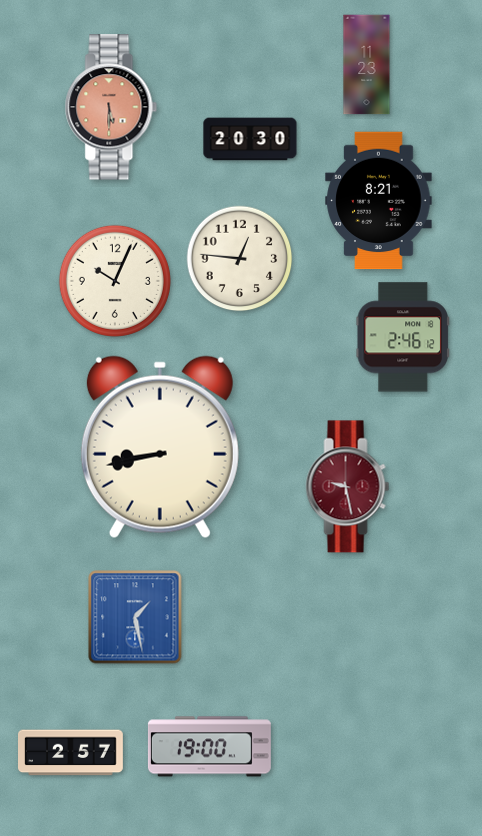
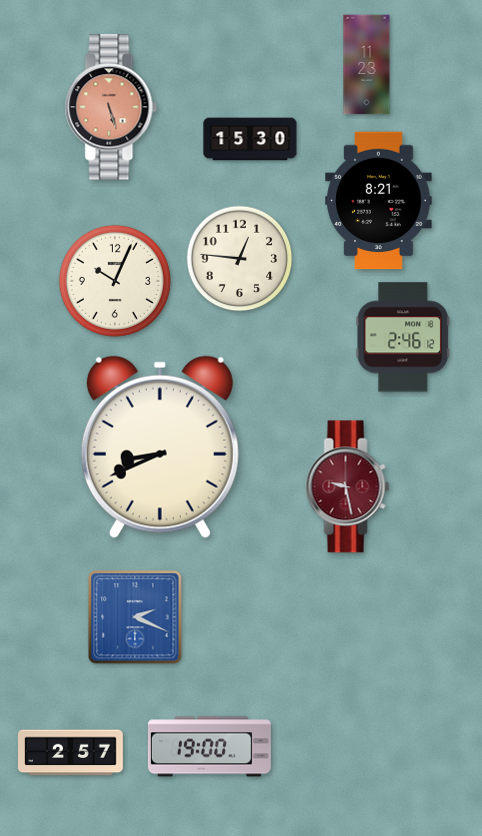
clock at (111, 107): 5:30 -> 5:27
clock at (250, 139): 20:30 -> 15:30
clock at (160, 447): 8:43 -> 8:41
clock at (135, 617): 1:28 -> 2:19
